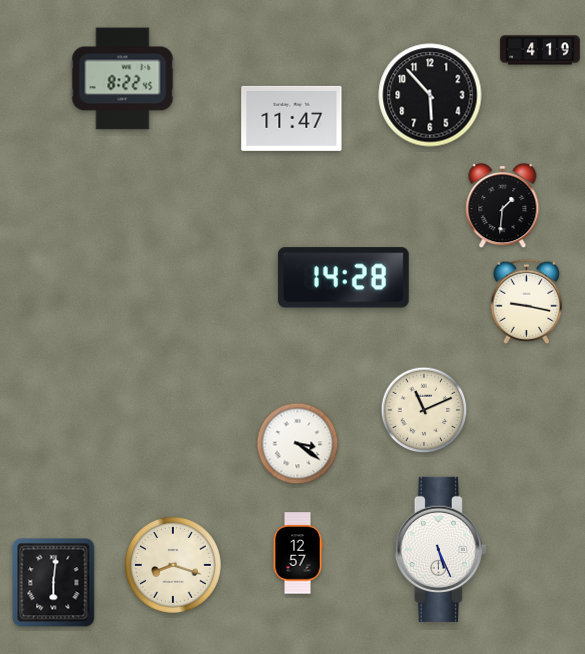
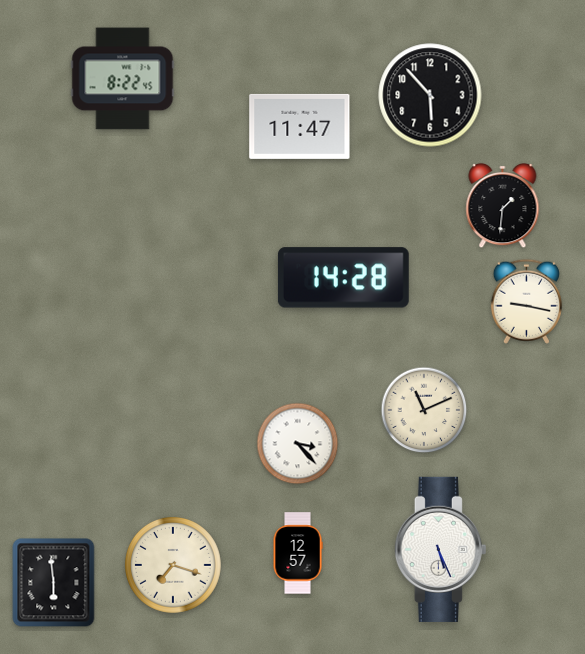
clock at (540, 50): 4:19 -> none
clock at (292, 118) position: (292, 118) -> (300, 126)
clock at (298, 444): 3:21 -> 3:23
clock at (173, 565): 8:18 -> 7:18
clock at (54, 583): 6:01 -> 5:59
